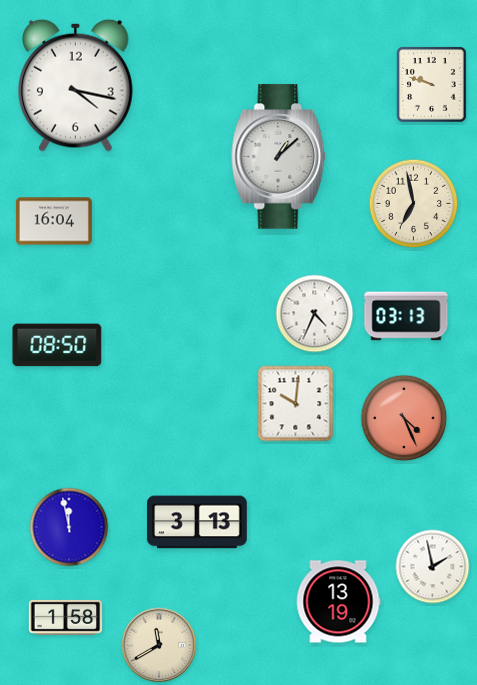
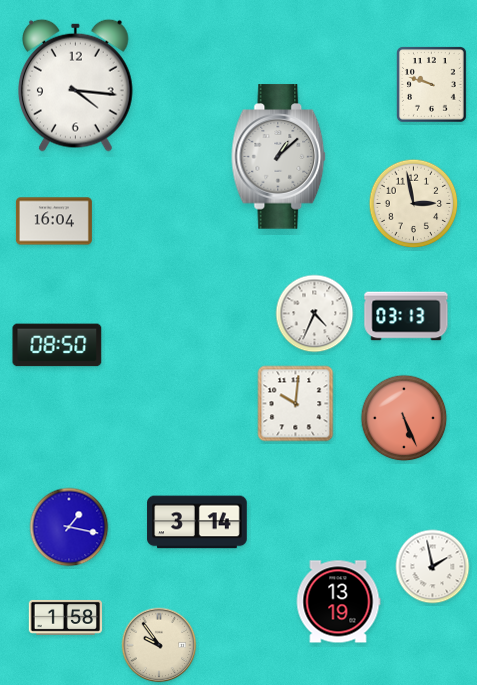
clock at (76, 85): 4:17 -> 4:16
clock at (414, 204): 6:58 -> 2:58
clock at (404, 418): 4:26 -> 5:26
clock at (197, 522): 3:13 -> 3:14
clock at (69, 527): 11:58 -> 1:17
clock at (159, 645): 11:40 -> 9:54
